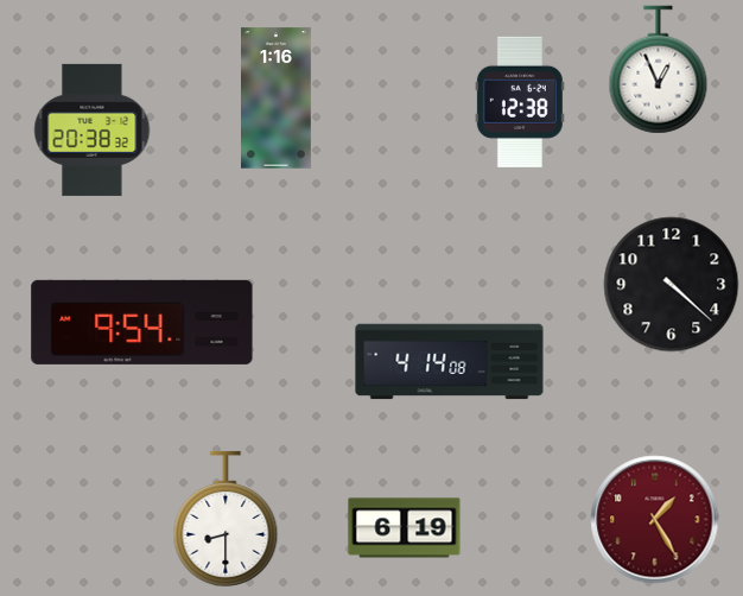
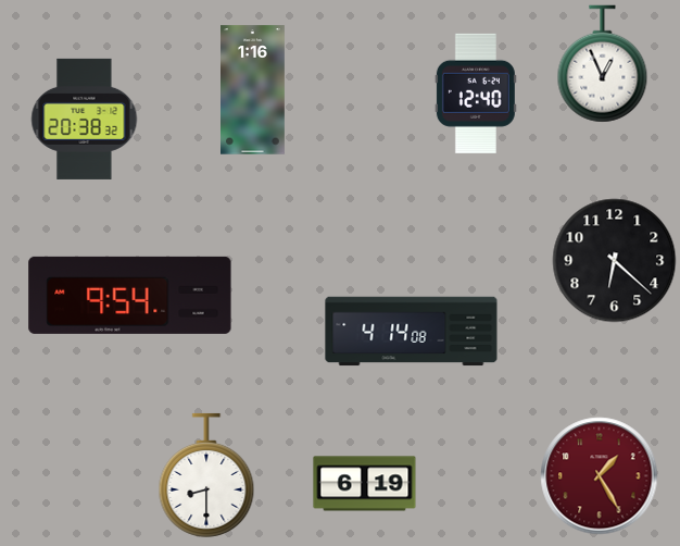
clock at (520, 102): 12:38 -> 12:40
clock at (672, 285): 4:22 -> 6:22
clock at (405, 528) position: (405, 528) -> (365, 484)
